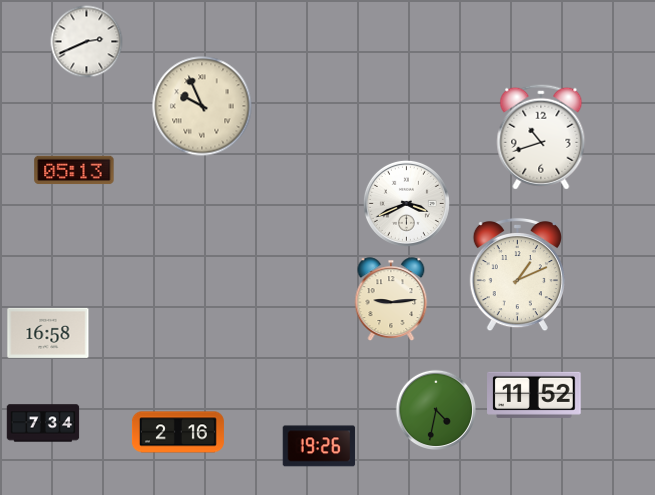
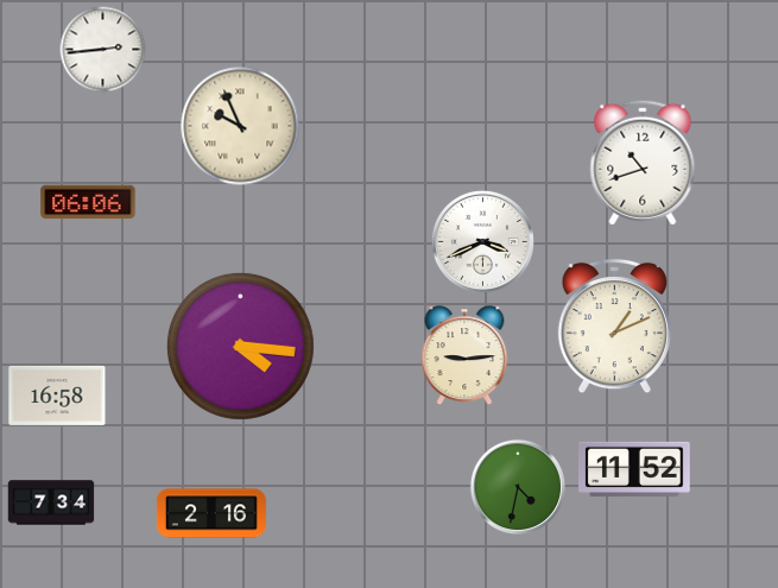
clock at (87, 42): 2:41 -> 2:44
clock at (74, 170): 05:13 -> 06:06
clock at (240, 346): none -> 4:16
clock at (319, 446): 19:26 -> none
